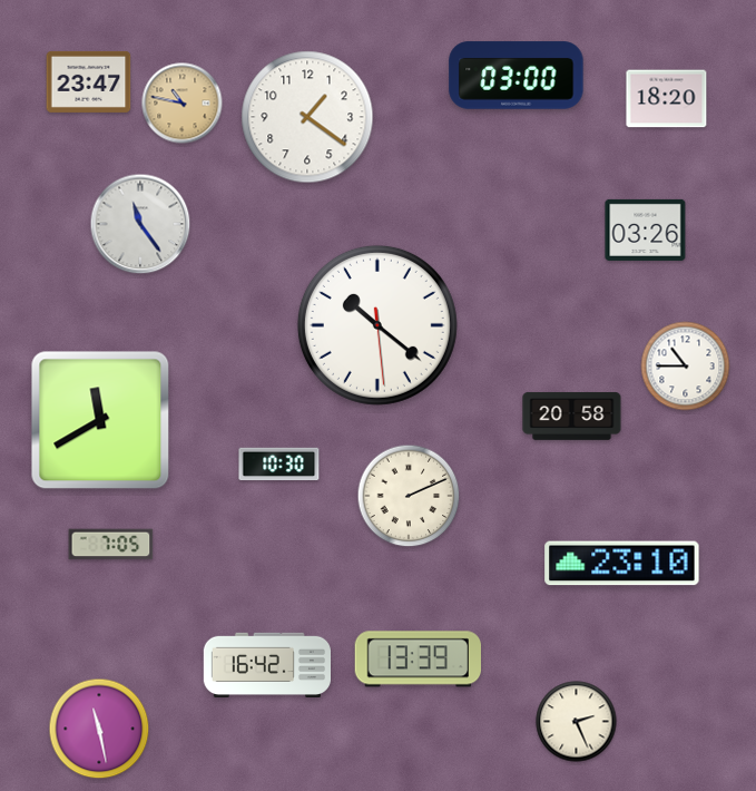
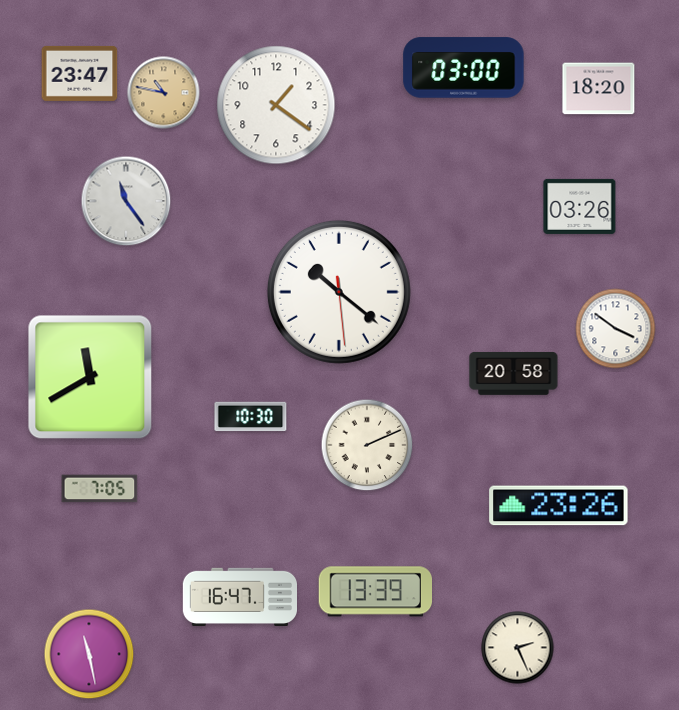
clock at (686, 367): 10:45 -> 3:51
clock at (622, 564): 23:10 -> 23:26
clock at (266, 664): 16:42 -> 16:47
